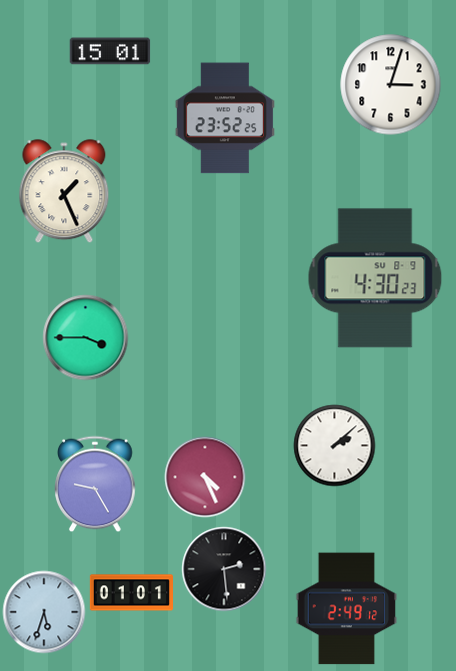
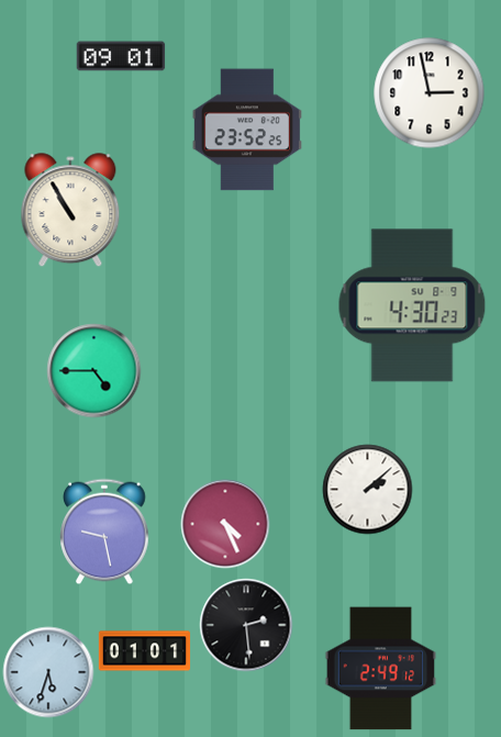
clock at (110, 51): 15:01 -> 09:01
clock at (391, 85): 3:03 -> 2:58
clock at (64, 192): 1:26 -> 10:55
clock at (86, 338): 3:45 -> 4:45
clock at (95, 484): 9:25 -> 9:28
